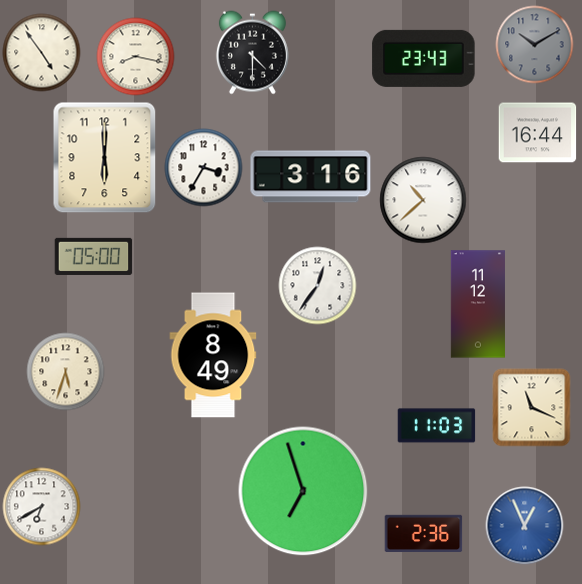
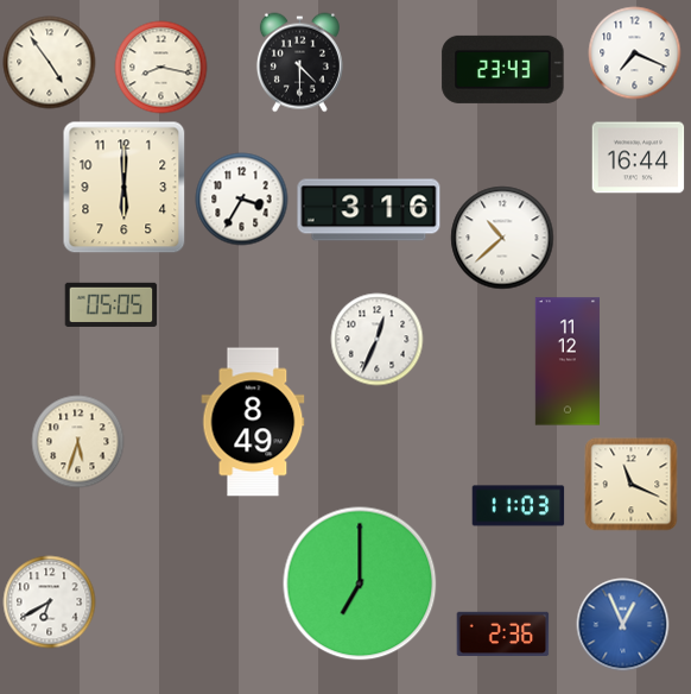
clock at (534, 44): 10:10 -> 7:19
clock at (534, 44) dial: grey -> white
clock at (93, 256): 05:00 -> 05:05
clock at (317, 285): 12:36 -> 12:34
clock at (303, 491): 6:57 -> 7:00
